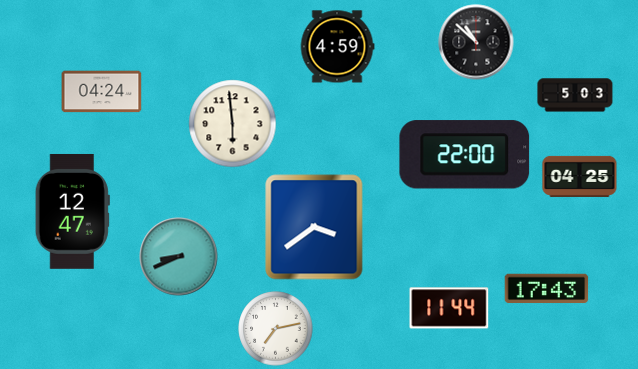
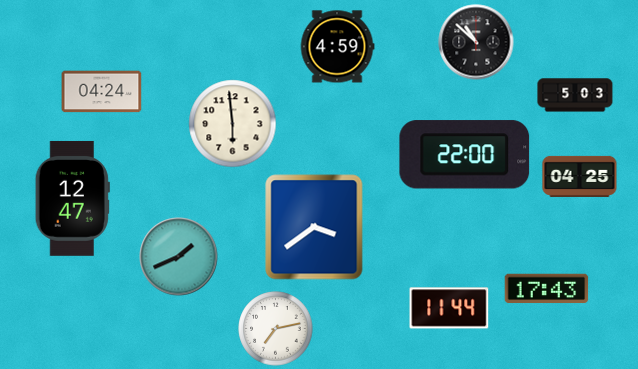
clock at (72, 211) position: (72, 211) -> (72, 198)
clock at (179, 257): 8:41 -> 1:41
